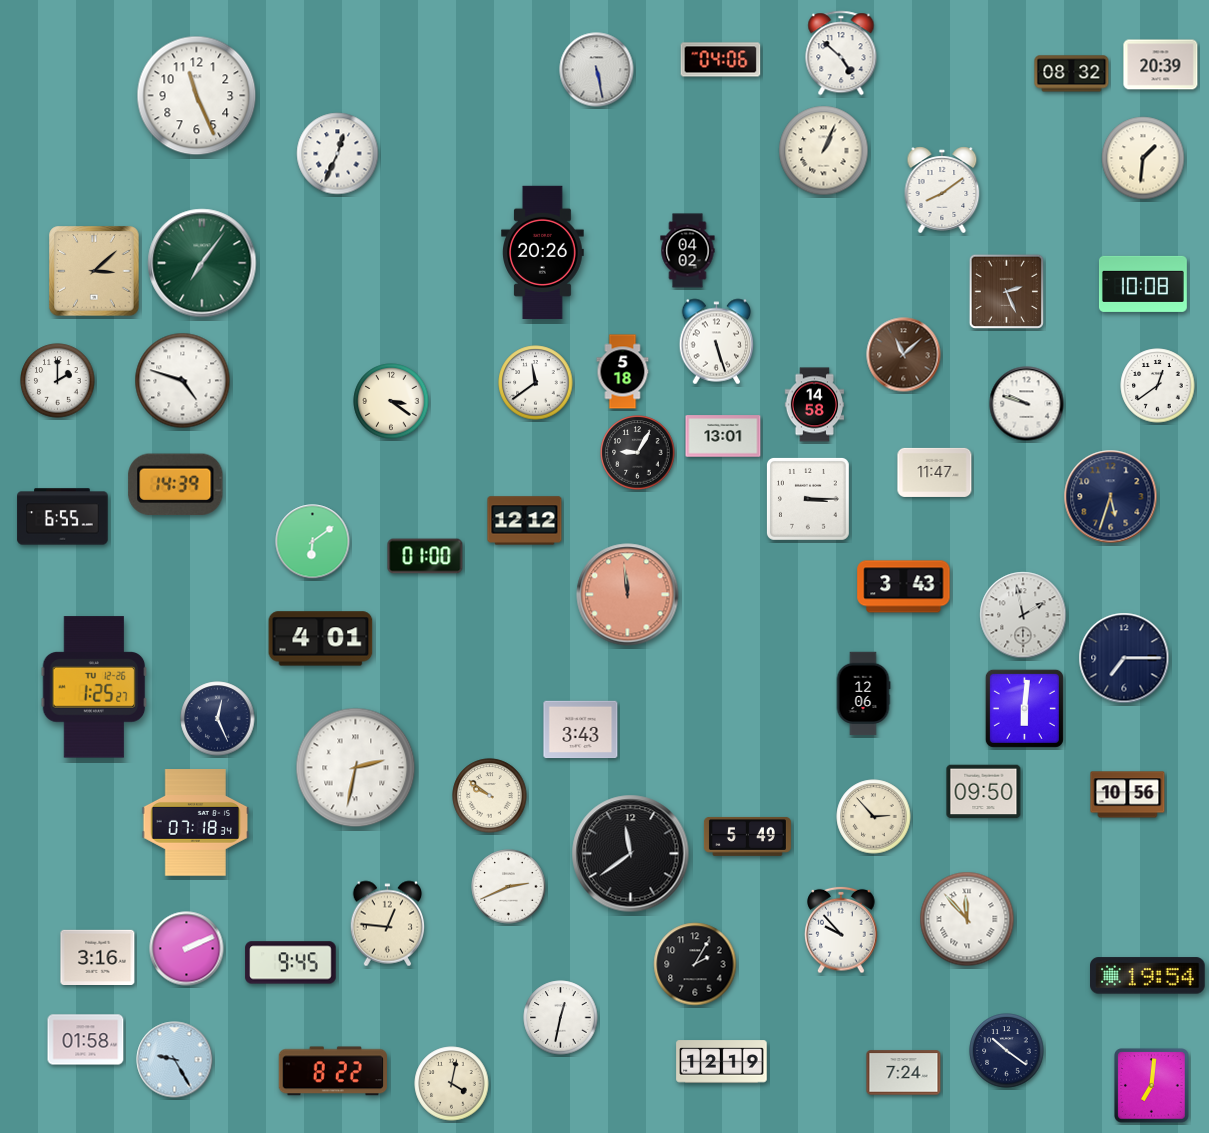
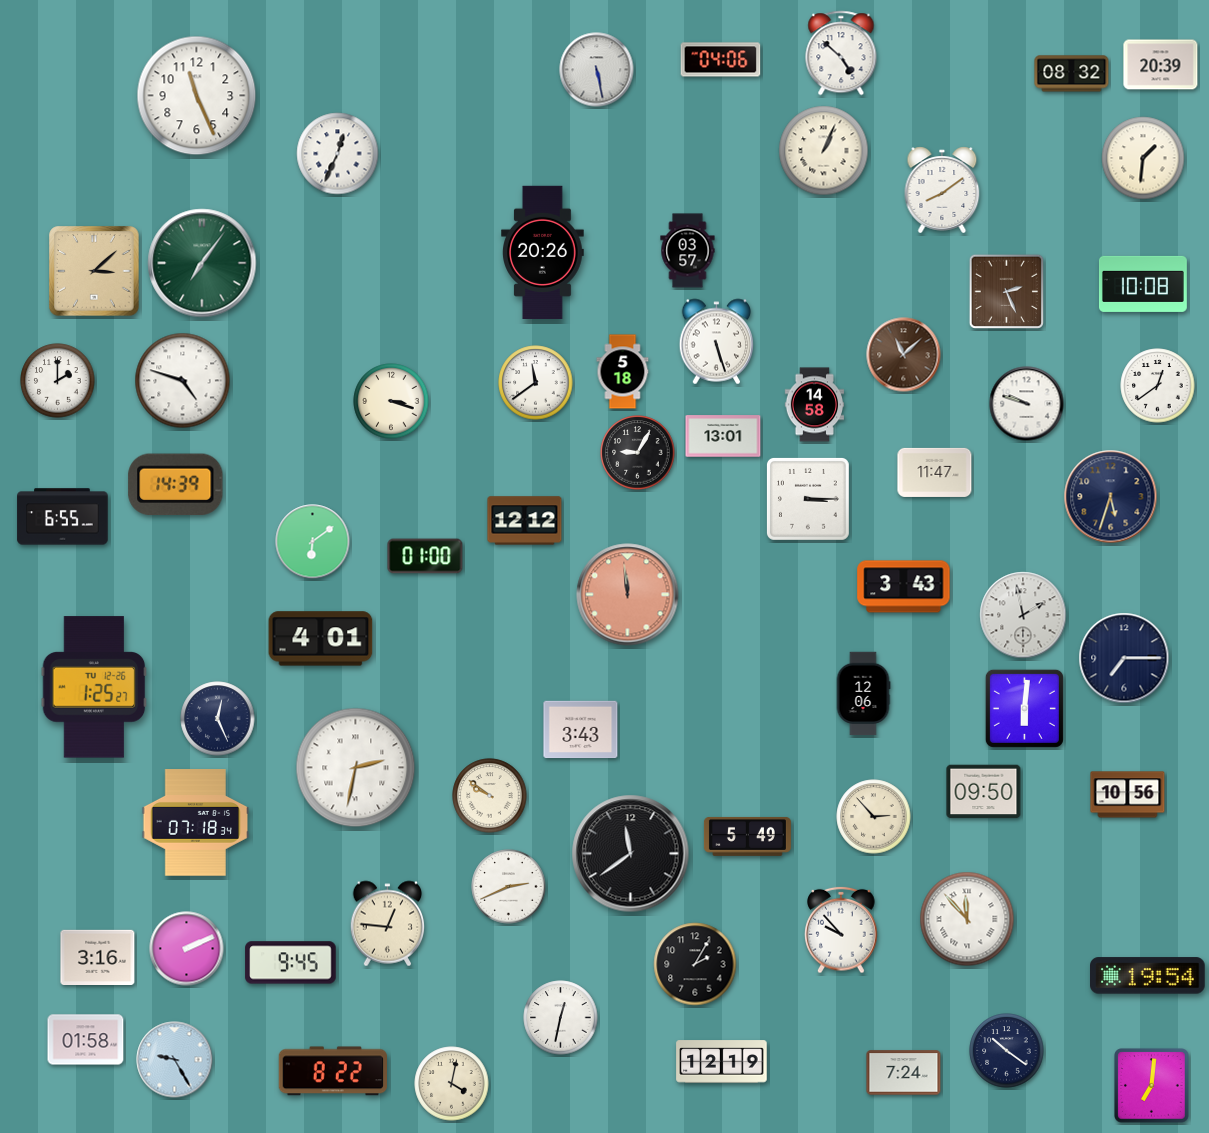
clock at (688, 251): 04:02 -> 03:57
clock at (391, 401): 3:21 -> 3:18
